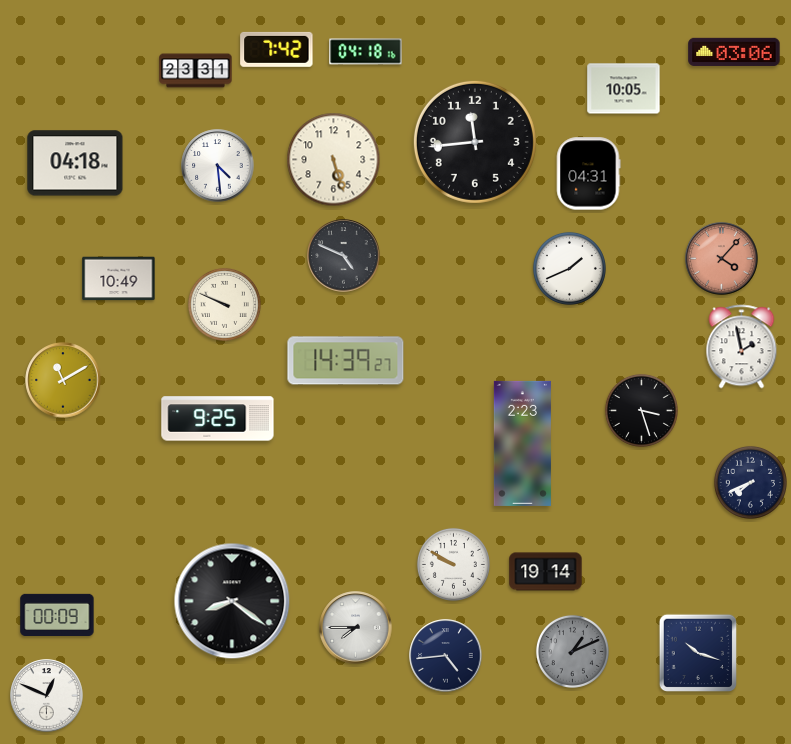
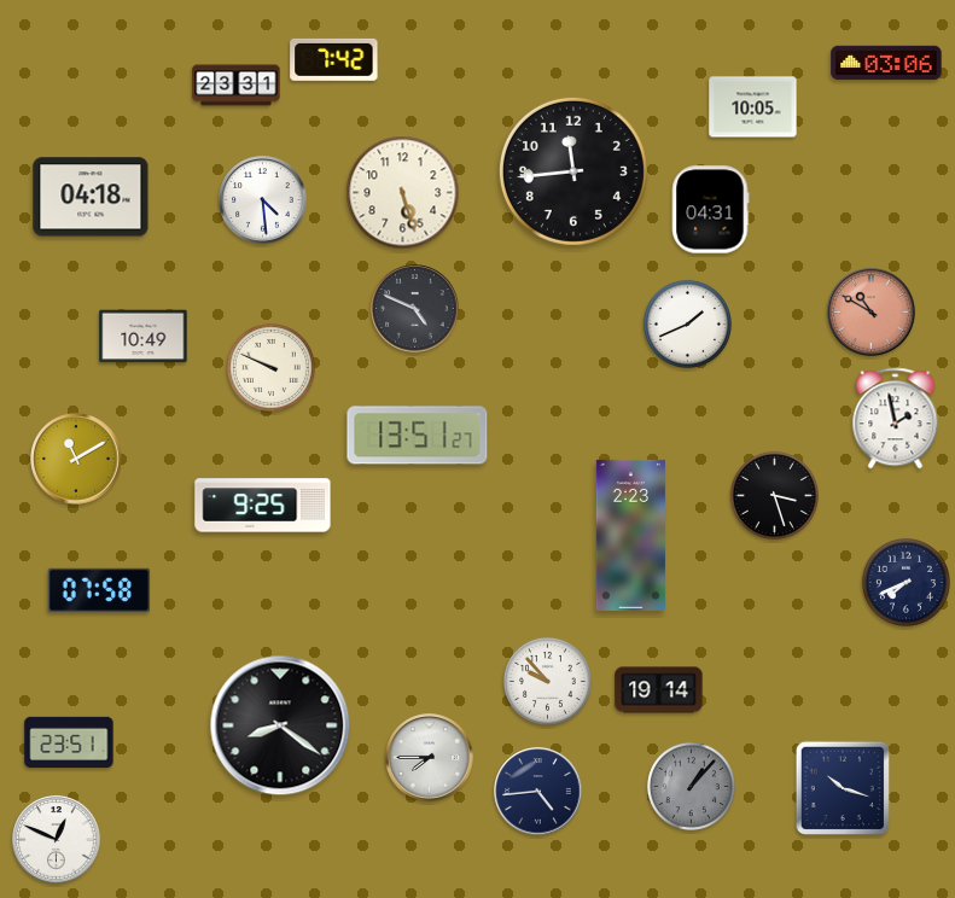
clock at (366, 52): 04:18 -> none
clock at (722, 259): 4:07 -> 10:50
clock at (346, 361): 14:39 -> 13:51
clock at (99, 590): none -> 07:58
clock at (453, 564): 9:50 -> 9:53
clock at (57, 614): 00:09 -> 23:51
clock at (572, 651): 1:11 -> 1:07
